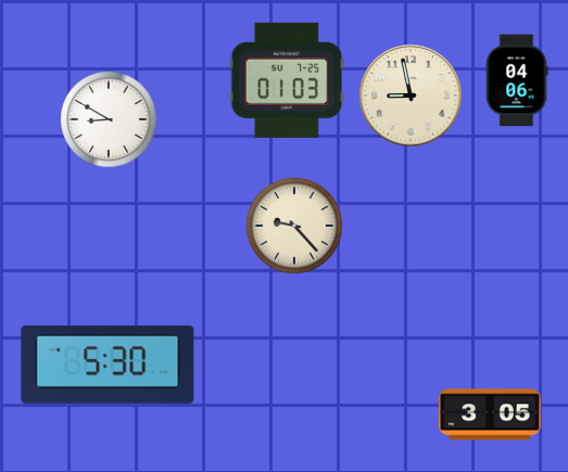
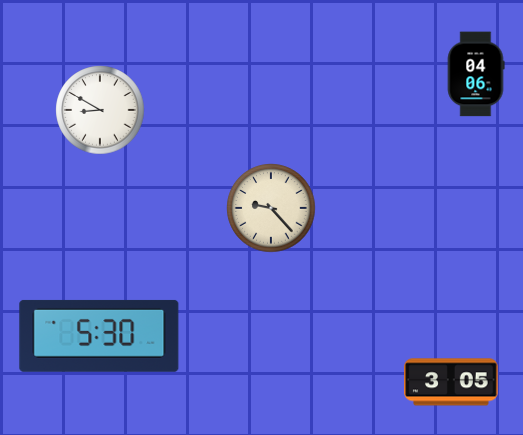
clock at (287, 80): 01:03 -> none
clock at (411, 95): 8:58 -> none
